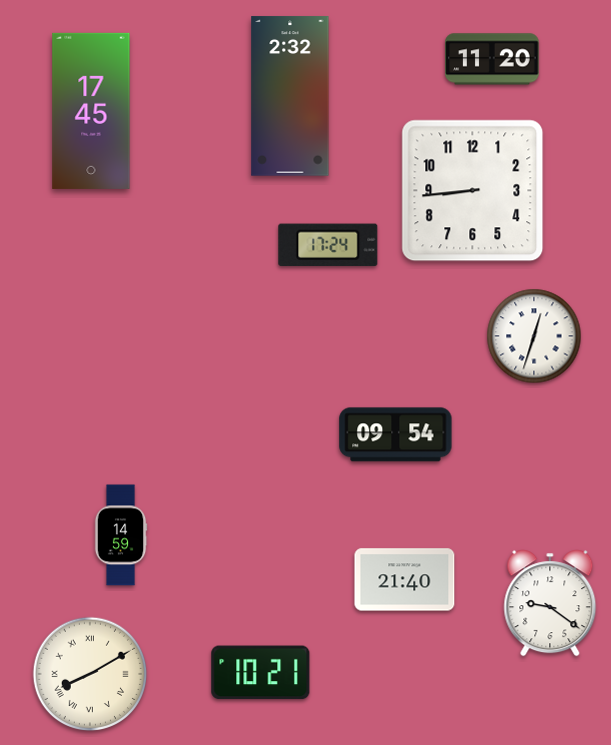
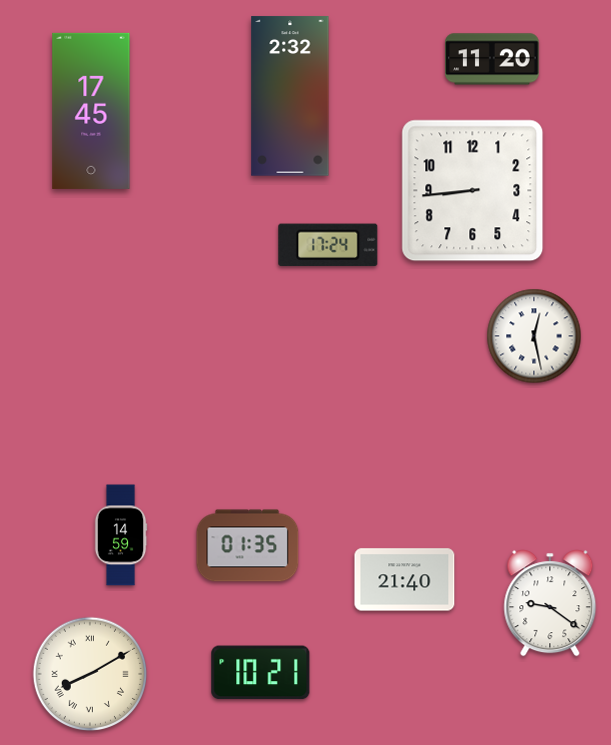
clock at (534, 336): 12:33 -> 12:28
clock at (396, 435): 09:54 -> none
clock at (248, 546): none -> 01:35
